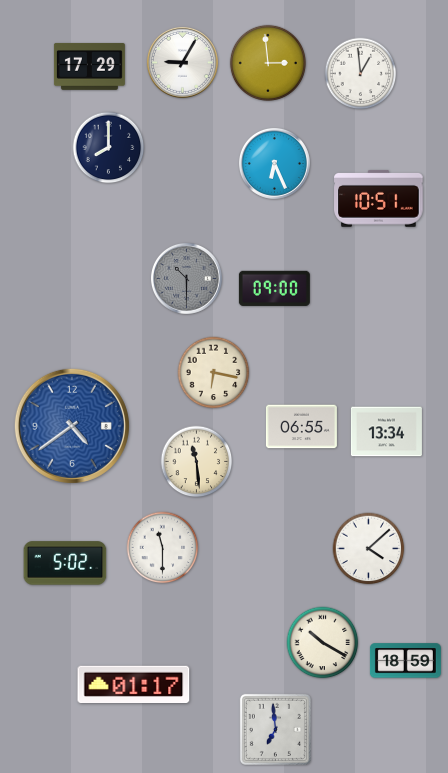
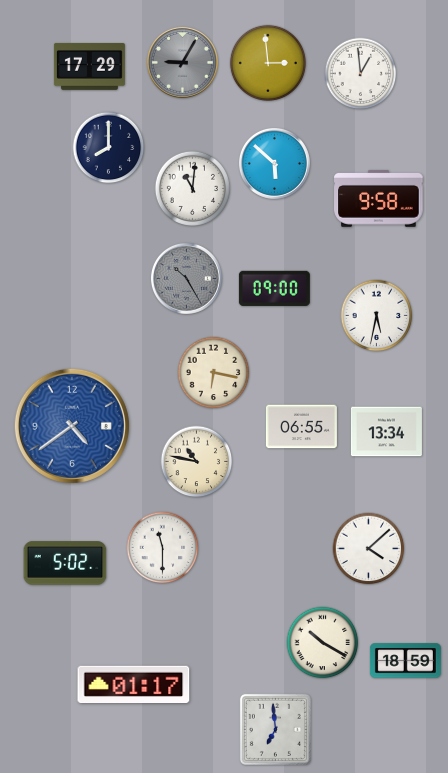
clock at (182, 62) dial: white -> grey
clock at (274, 163): 6:26 -> 5:52
clock at (192, 188): none -> 11:01
clock at (379, 198): 10:51 -> 9:58
clock at (186, 278): 10:30 -> 10:25
clock at (377, 316): none -> 5:32
clock at (197, 462): 11:29 -> 10:47
